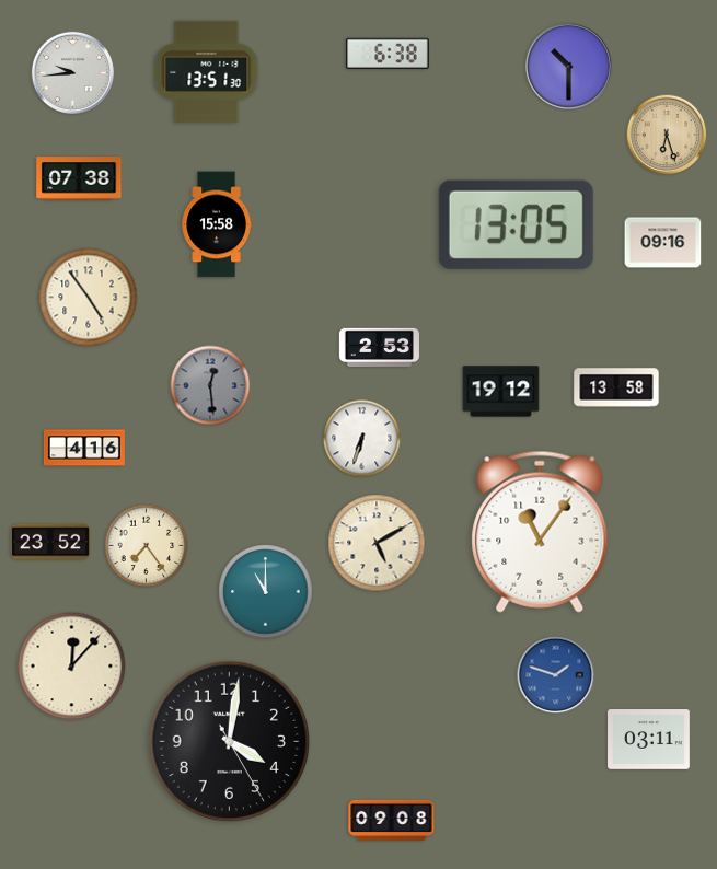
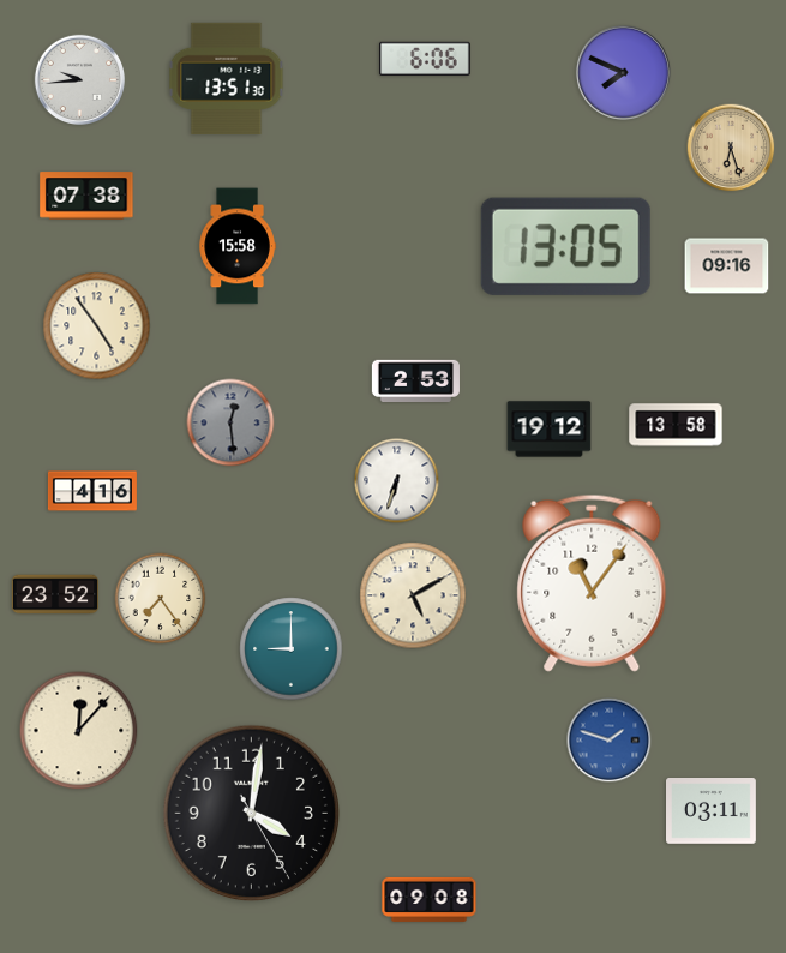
clock at (388, 54): 6:38 -> 6:06
clock at (568, 66): 10:30 -> 7:49
clock at (266, 592): 11:00 -> 9:00
